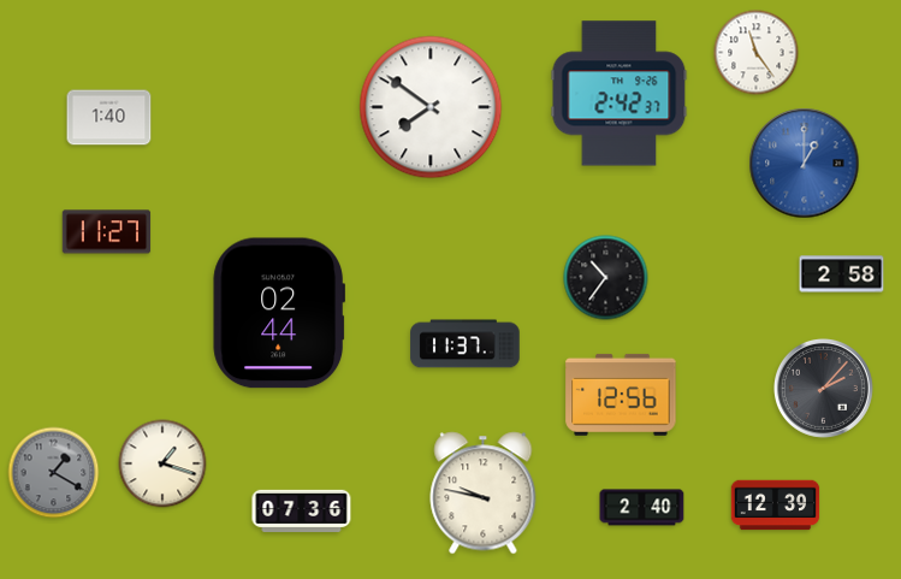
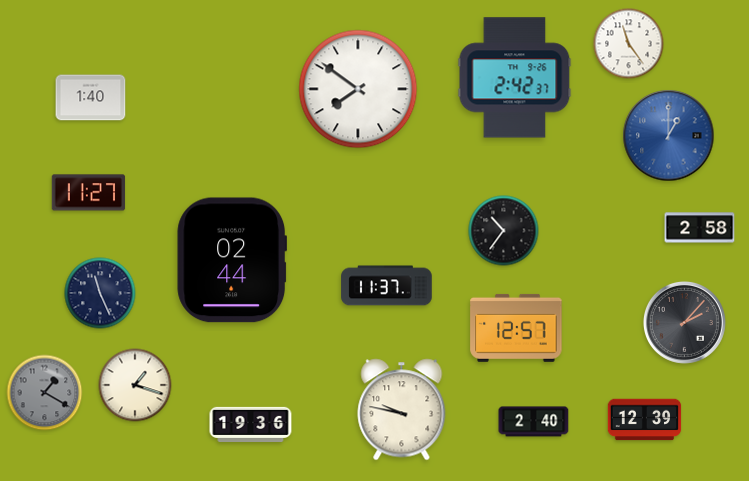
clock at (100, 293): none -> 11:26
clock at (621, 395): 12:56 -> 12:57
clock at (302, 510): 07:36 -> 19:36
